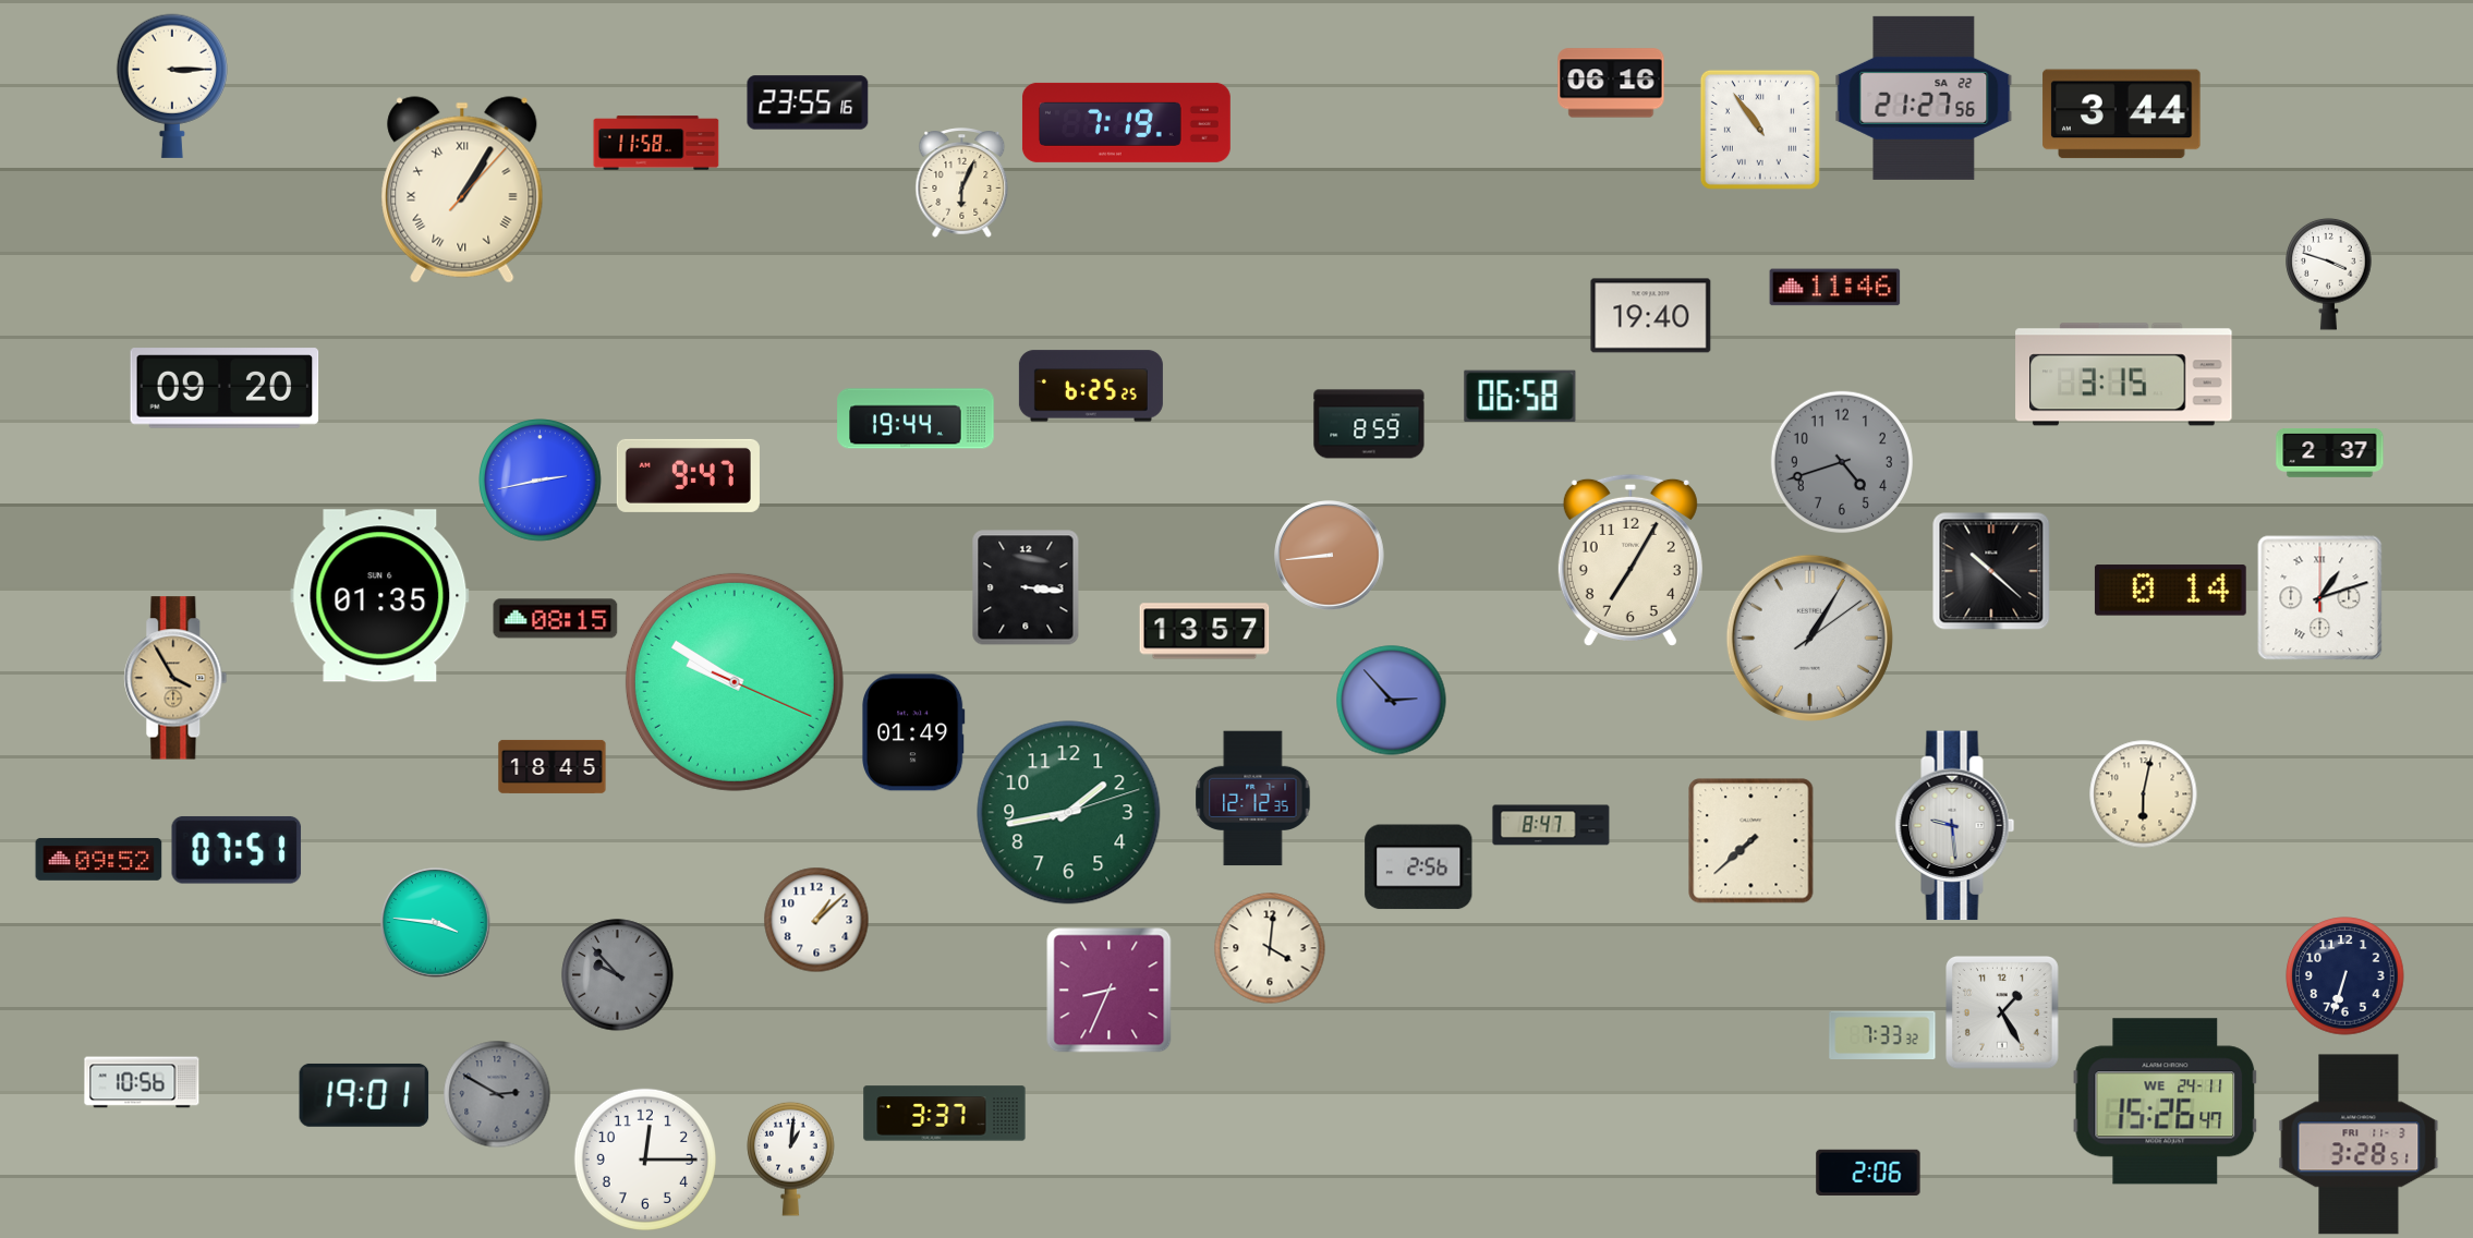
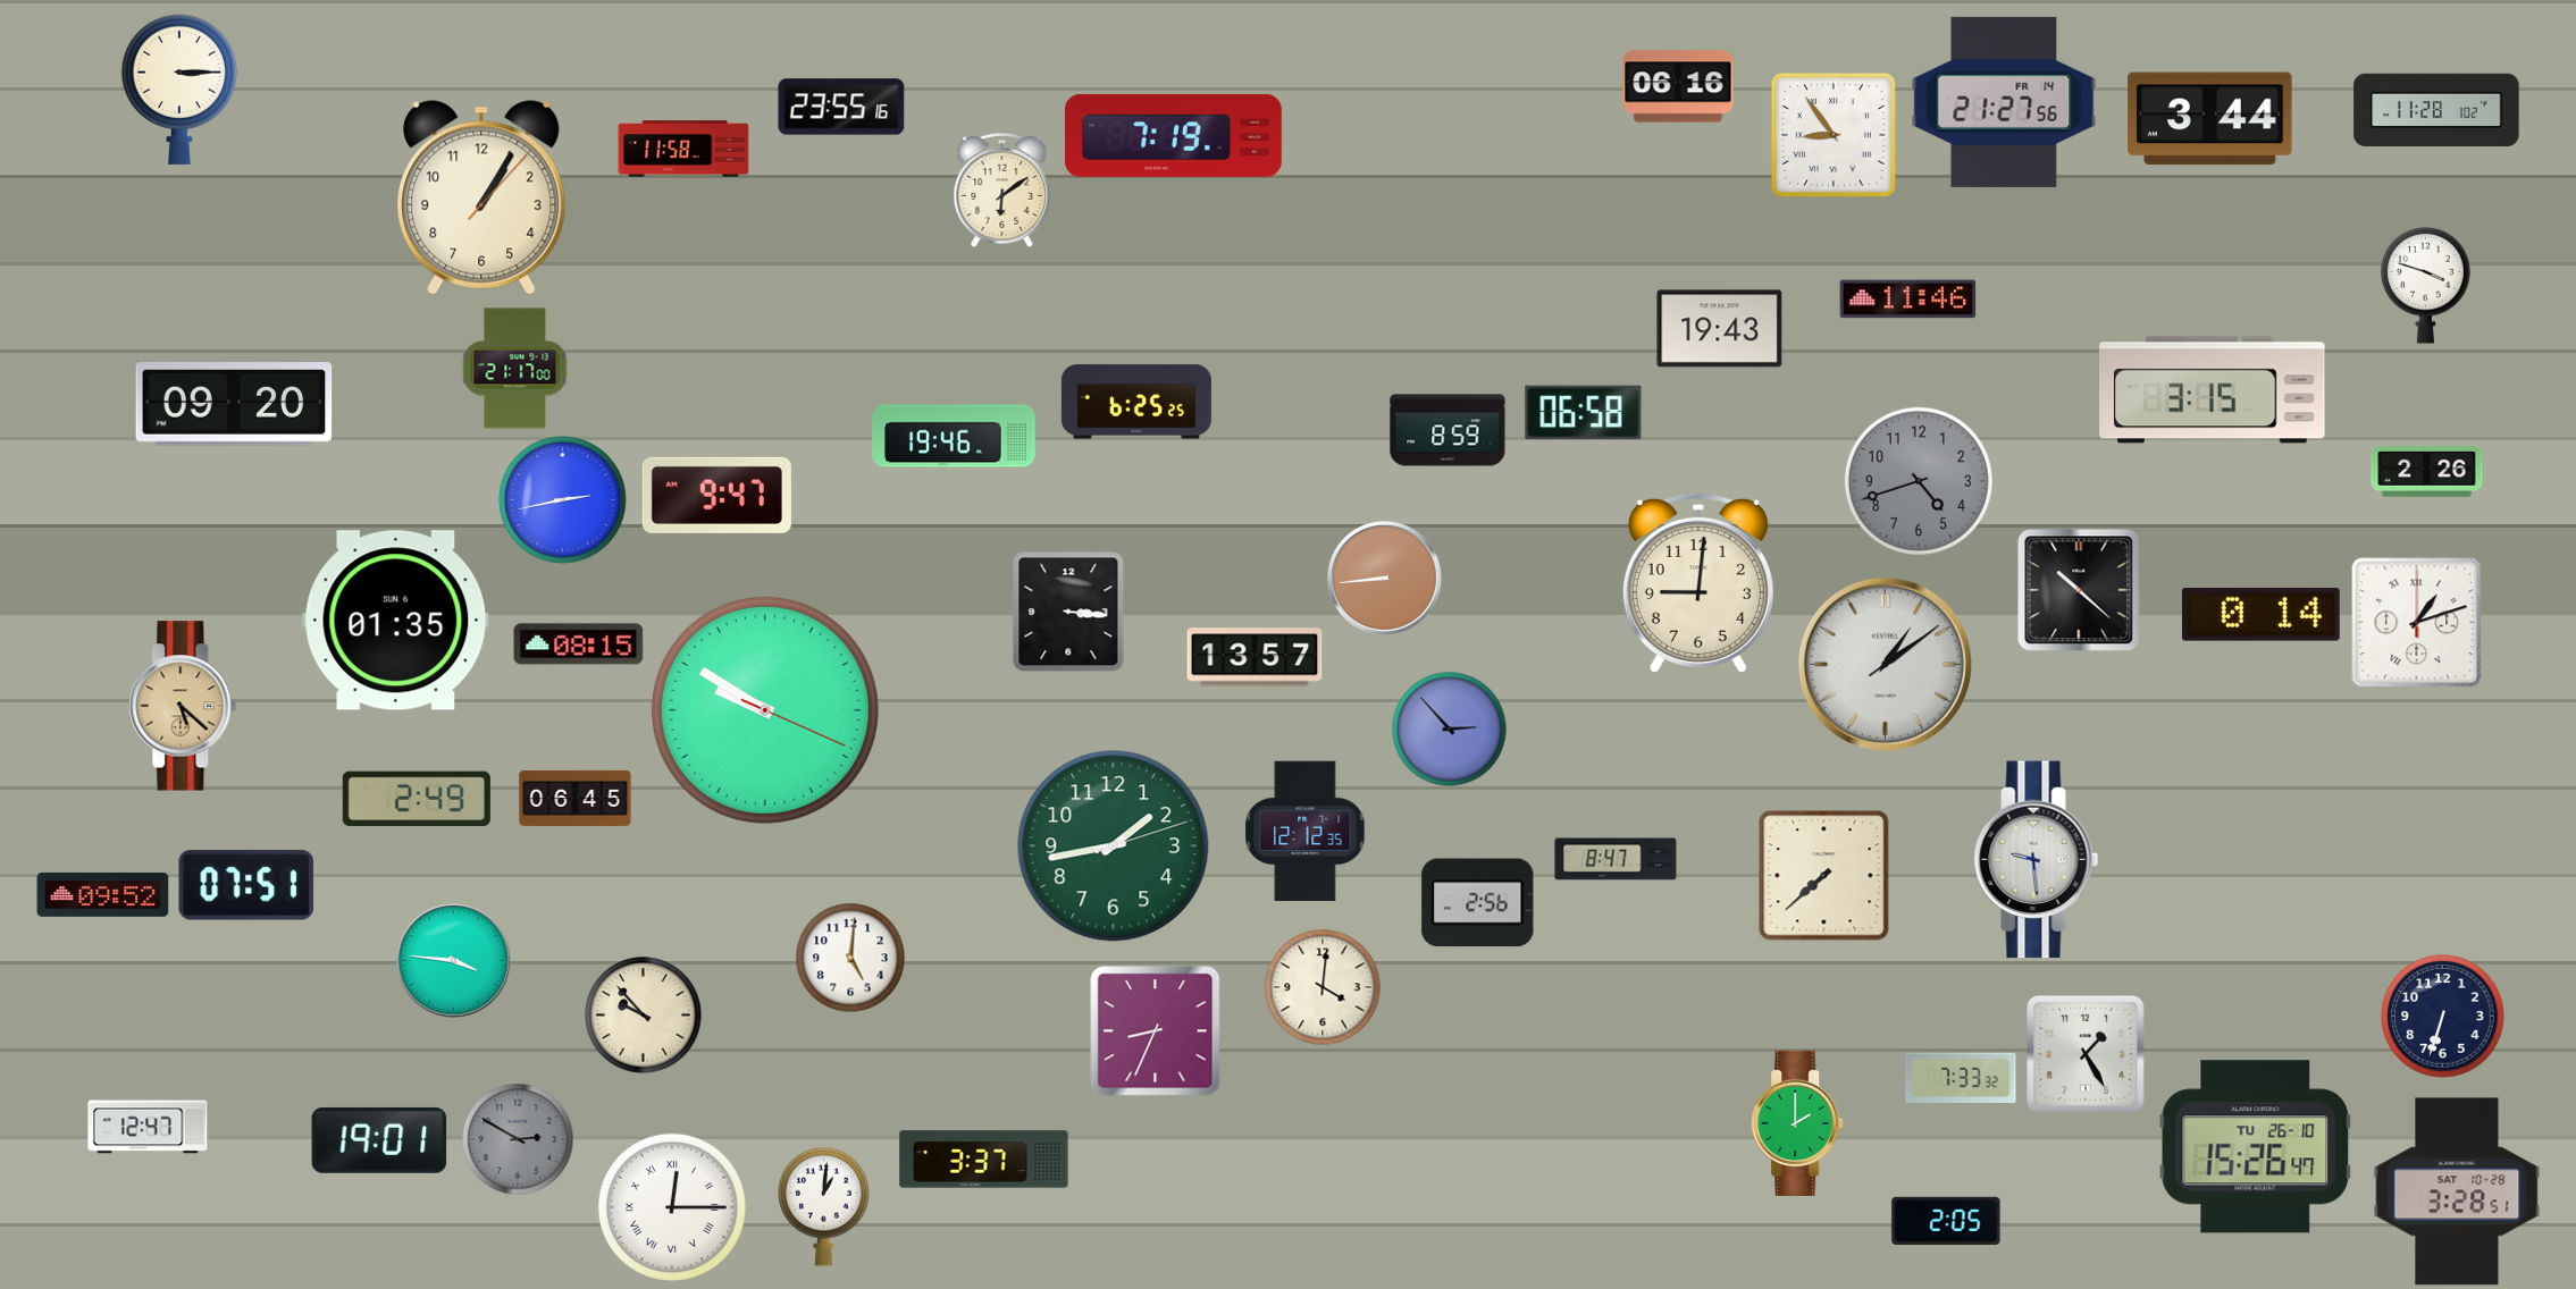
clock at (1924, 98) date: SA 22 -> FR 14
clock at (2436, 109): none -> 11:28
clock at (1126, 122) position: (1126, 122) -> (1173, 135)
clock at (1760, 130): 10:54 -> 8:54
clock at (962, 183): 6:04 -> 6:09
clock at (462, 190) numerals: Roman -> Arabic
clock at (1835, 288) position: (1835, 288) -> (1908, 300)
clock at (1651, 316): 19:40 -> 19:43
clock at (515, 369): none -> 21:17
clock at (916, 418): 19:44 -> 19:46
clock at (1369, 424) position: (1369, 424) -> (1448, 430)
clock at (2330, 453): 2:37 -> 2:26
clock at (1631, 560): 7:05 -> 9:01
clock at (1991, 571) position: (1991, 571) -> (2079, 590)
clock at (1809, 638): 1:05 -> 1:09
clock at (175, 678): 3:55 -> 5:22
clock at (914, 732): 01:49 -> none
clock at (417, 798): none -> 2:49
clock at (553, 766): 18:45 -> 06:45
clock at (2144, 794): 6:02 -> none
clock at (816, 920): 1:08 -> 5:01
clock at (618, 975) dial: grey -> cream
clock at (1797, 1123): none -> 2:00
clock at (142, 1082): 10:56 -> 12:47
clock at (2166, 1102) date: WE 24-11 -> TU 26-10
clock at (2359, 1144) date: FRI 11-3 -> SAT 10-28
clock at (645, 1160) numerals: Arabic -> Roman
clock at (1868, 1173): 2:06 -> 2:05
